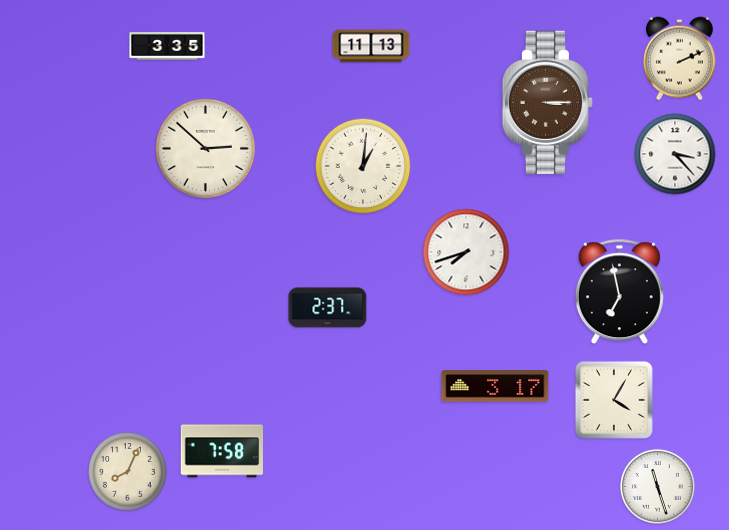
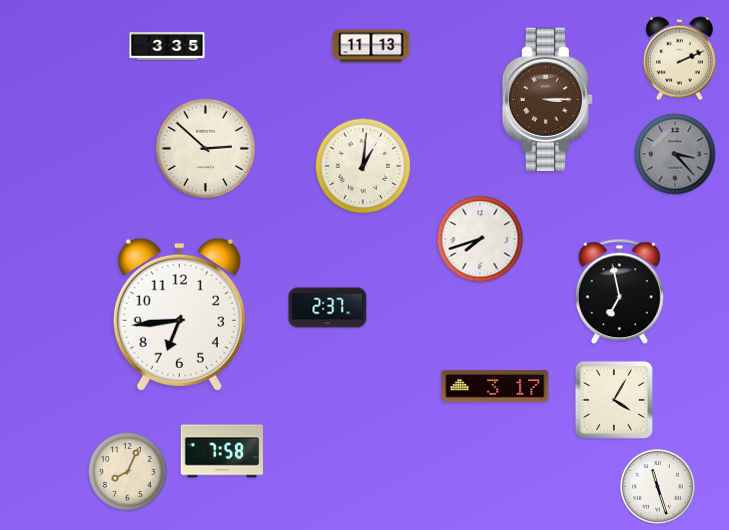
clock at (547, 102) position: (547, 102) -> (547, 99)
clock at (675, 154) dial: white -> grey
clock at (466, 252) position: (466, 252) -> (480, 239)
clock at (179, 314): none -> 6:44
